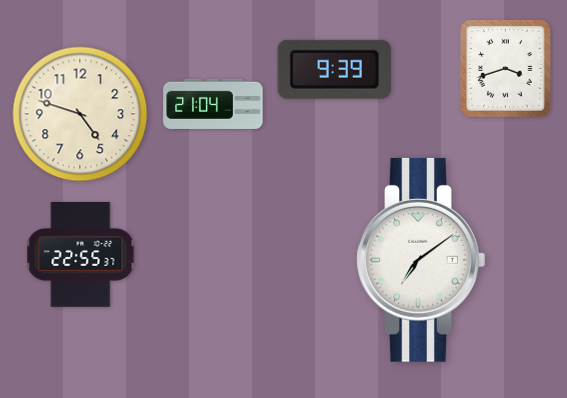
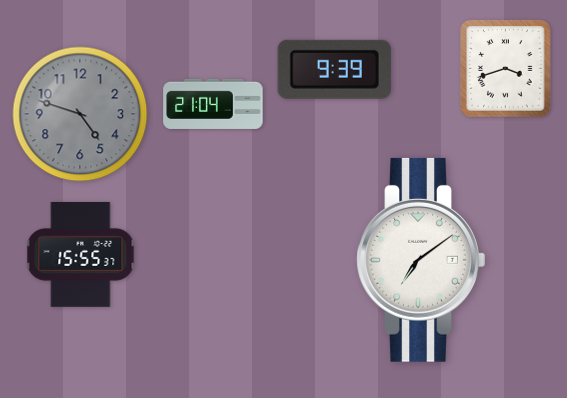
clock at (80, 114) dial: cream -> grey
clock at (81, 254): 22:55 -> 15:55
